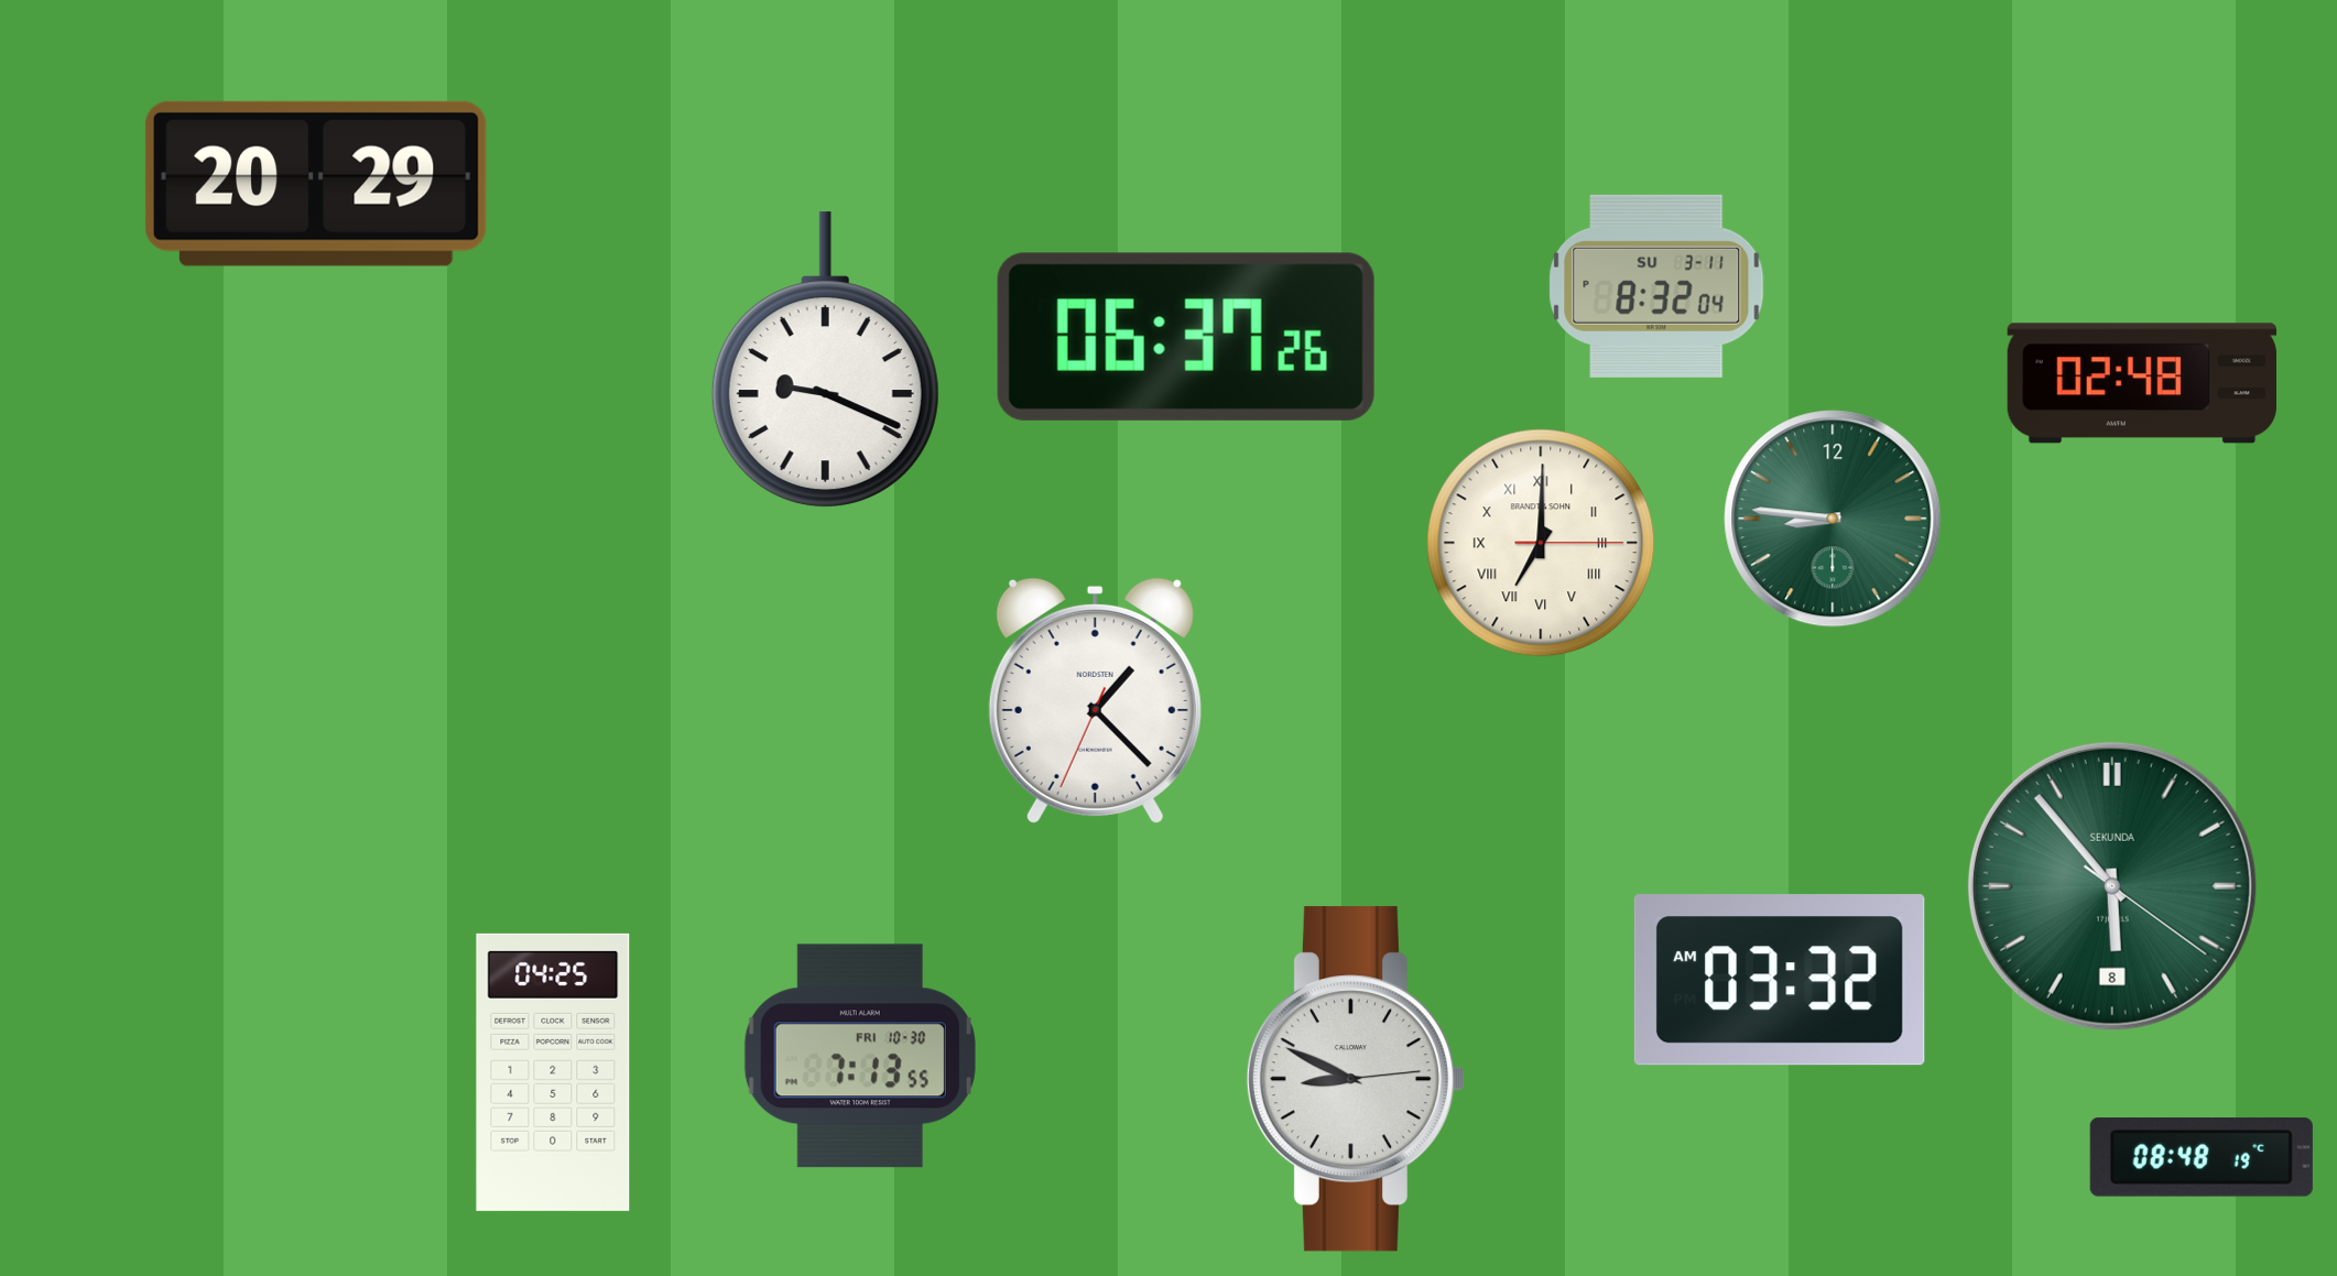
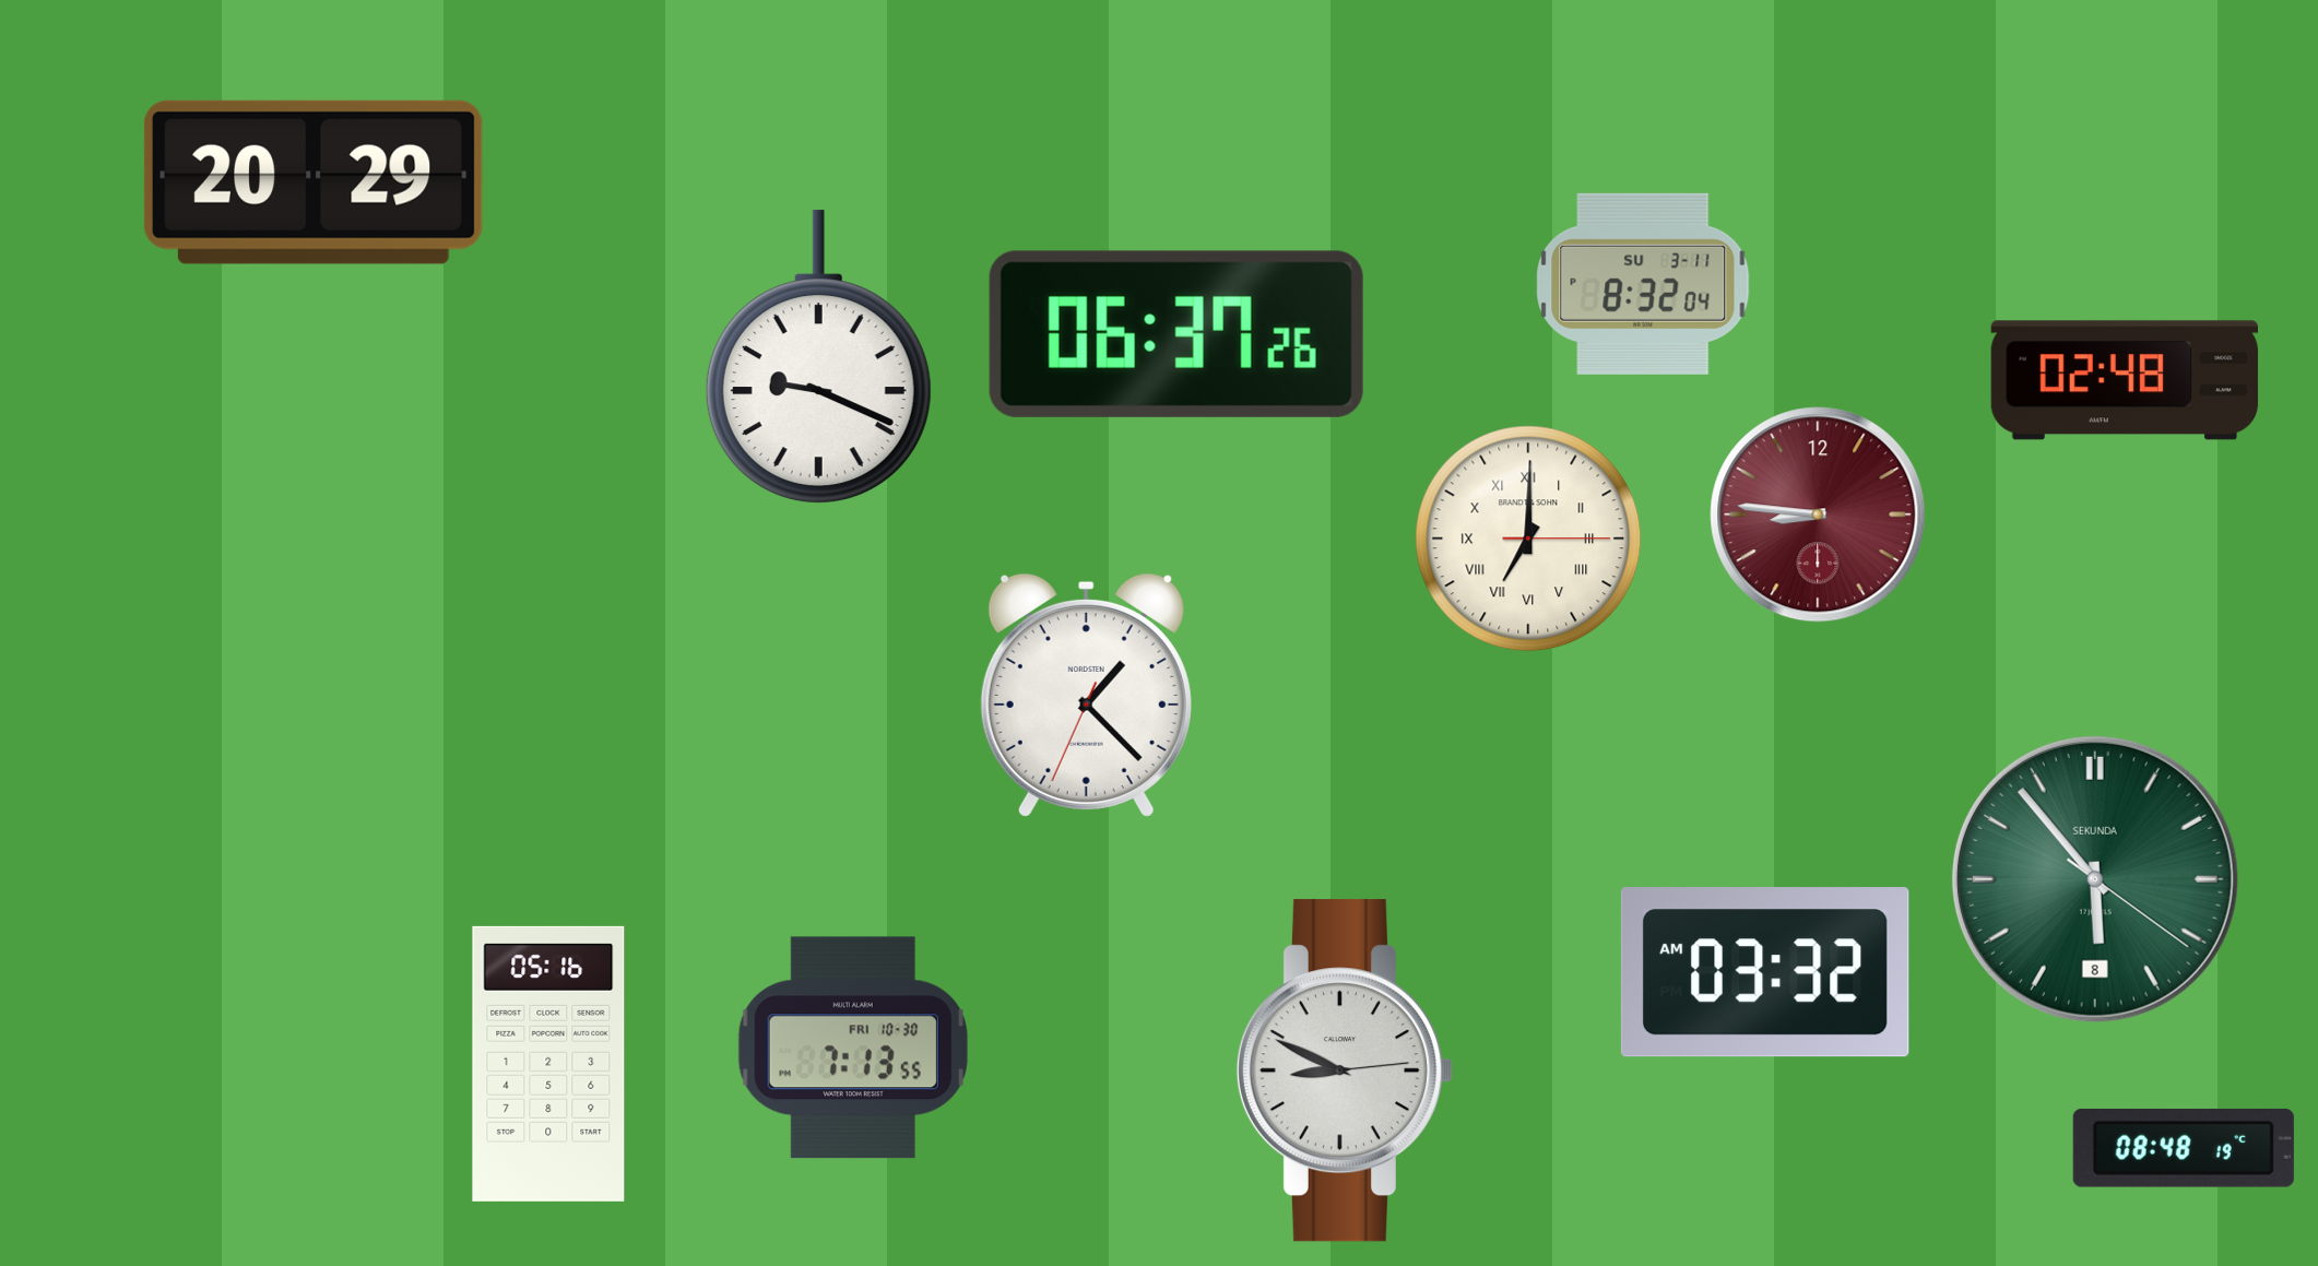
clock at (1833, 519) dial: green -> burgundy
clock at (553, 1072): 04:25 -> 05:16
